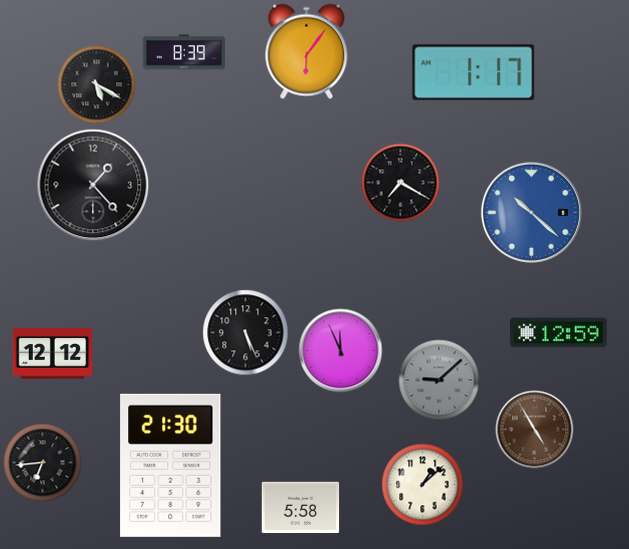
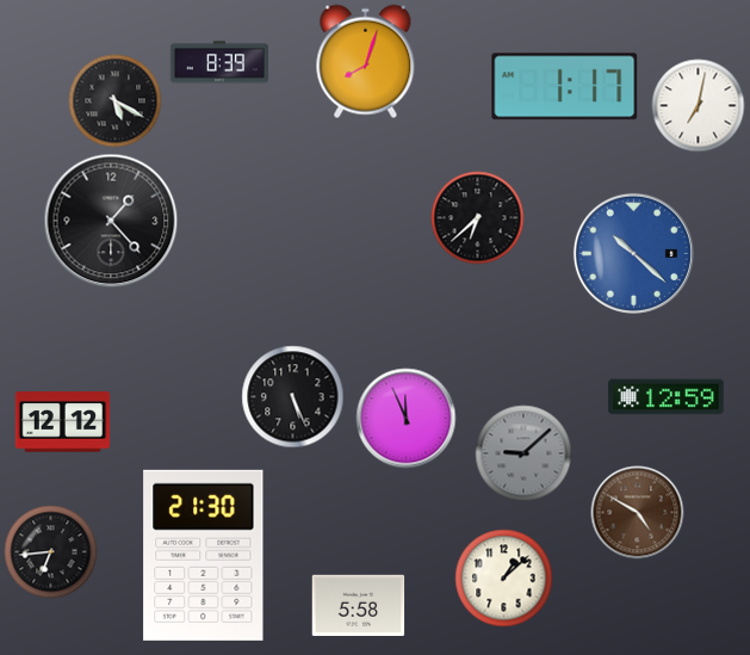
clock at (307, 51): 6:06 -> 8:03
clock at (698, 105): none -> 7:02
clock at (400, 182): 7:20 -> 6:38
clock at (534, 429): 4:55 -> 4:50
